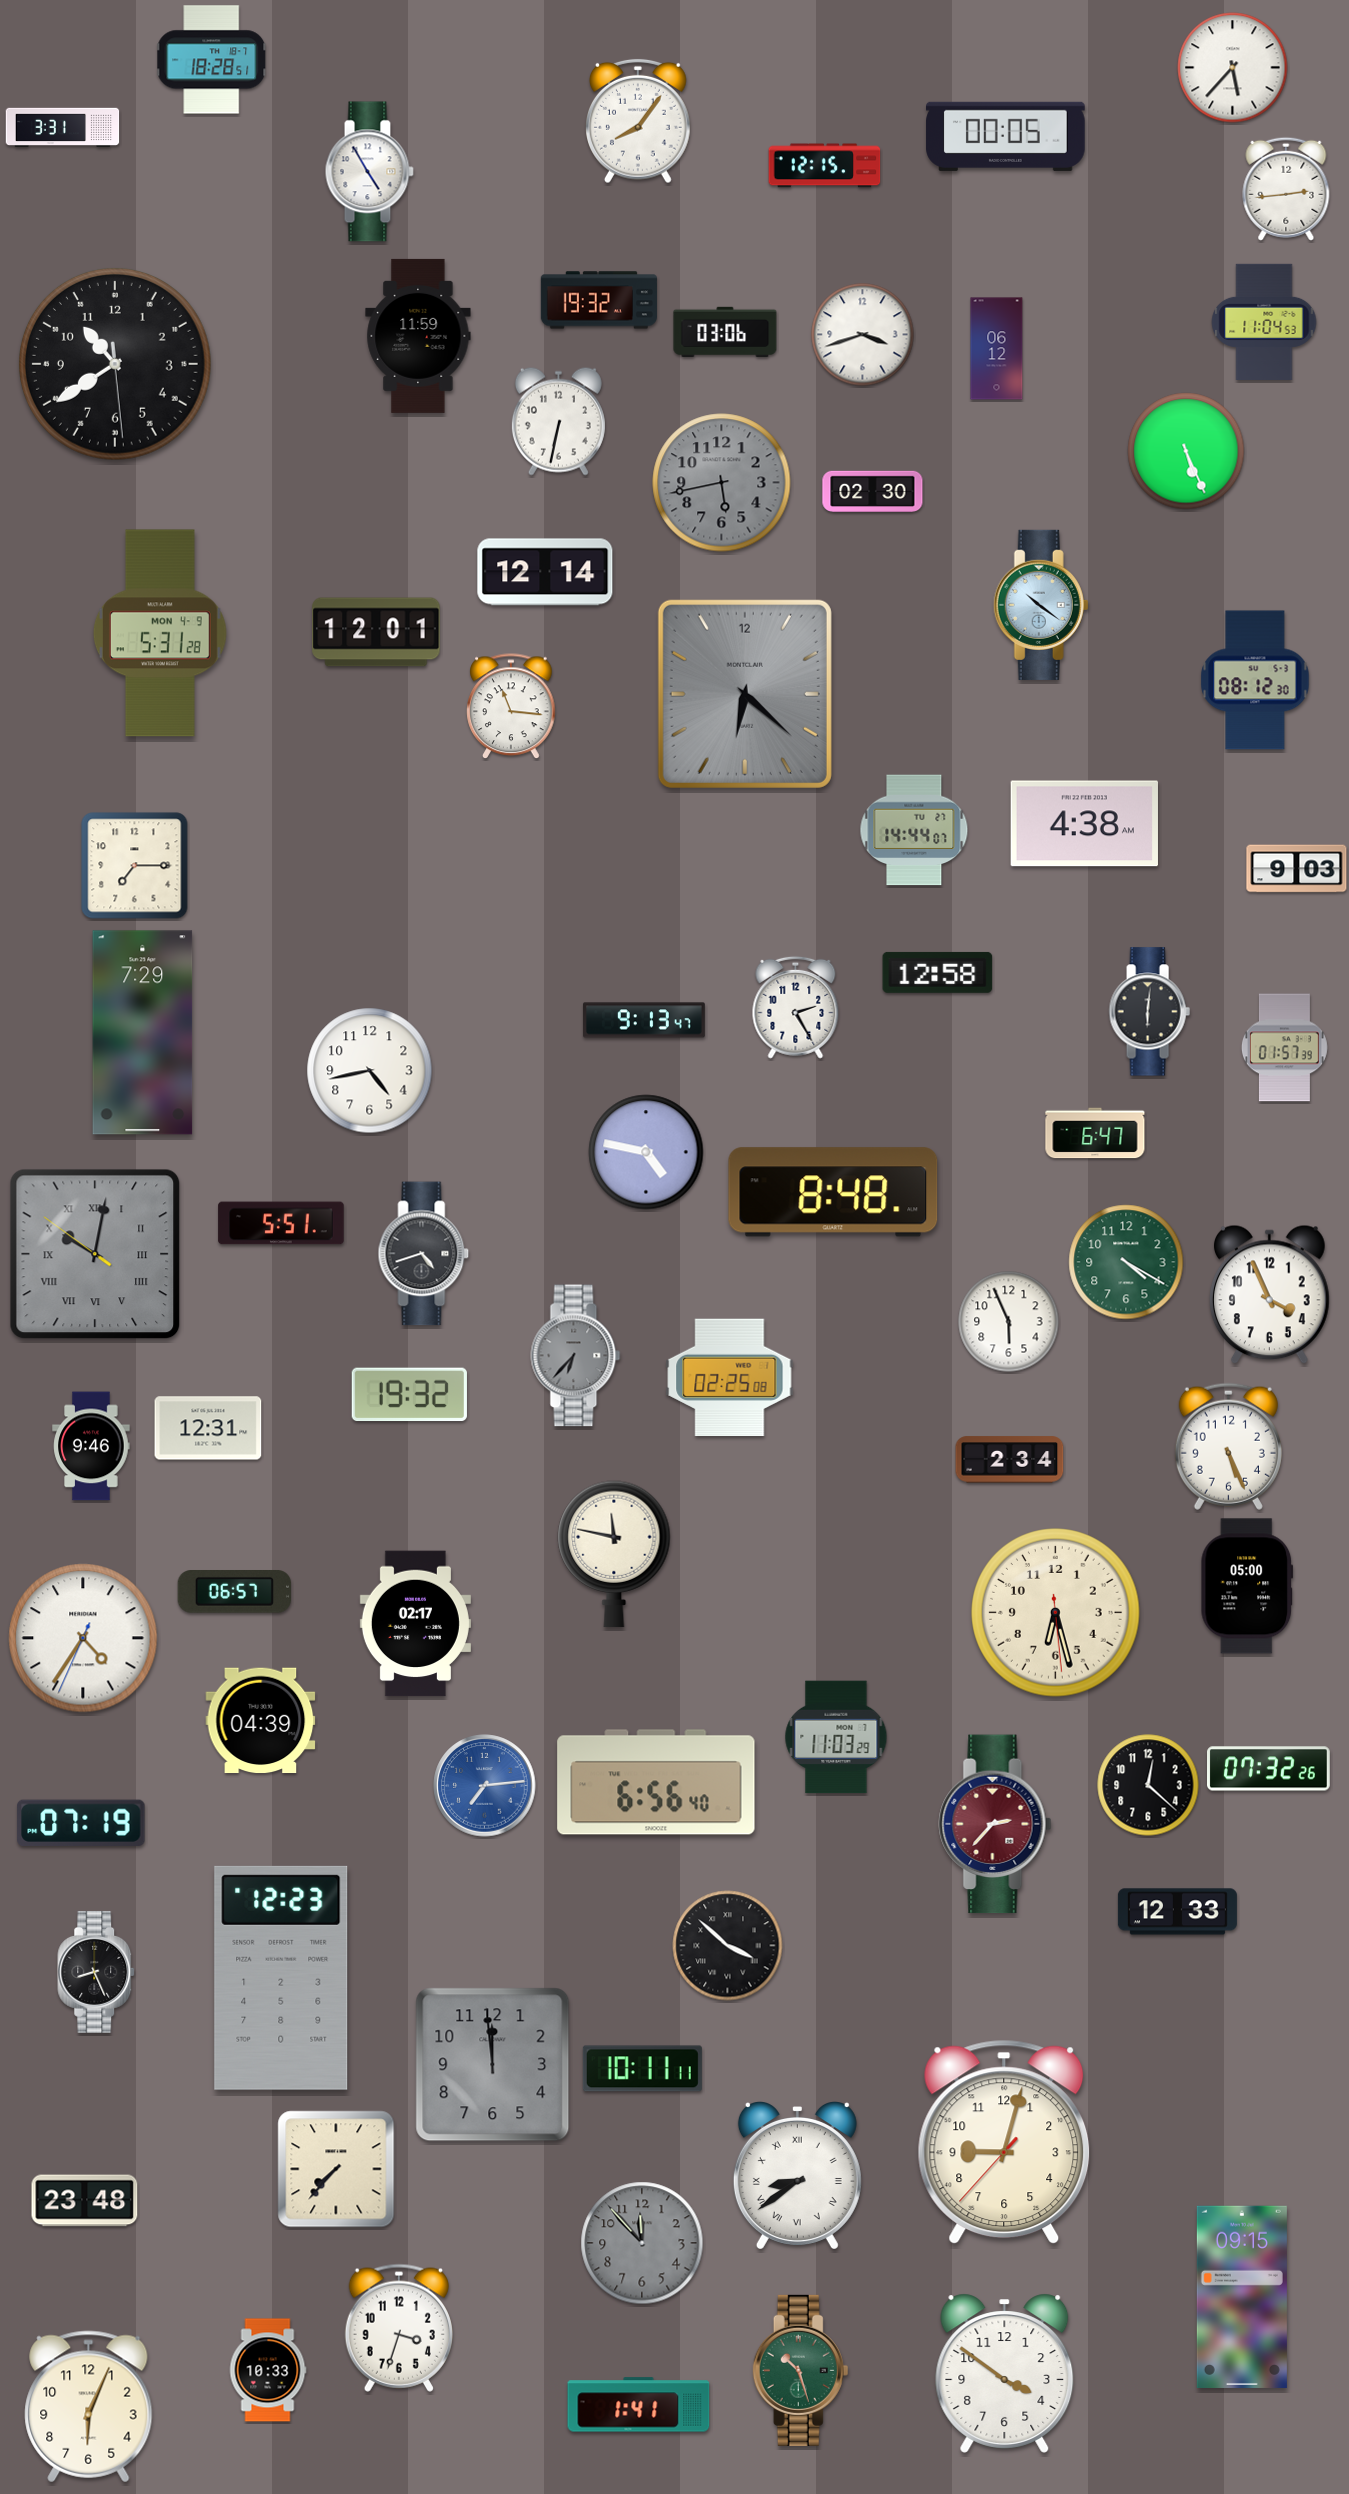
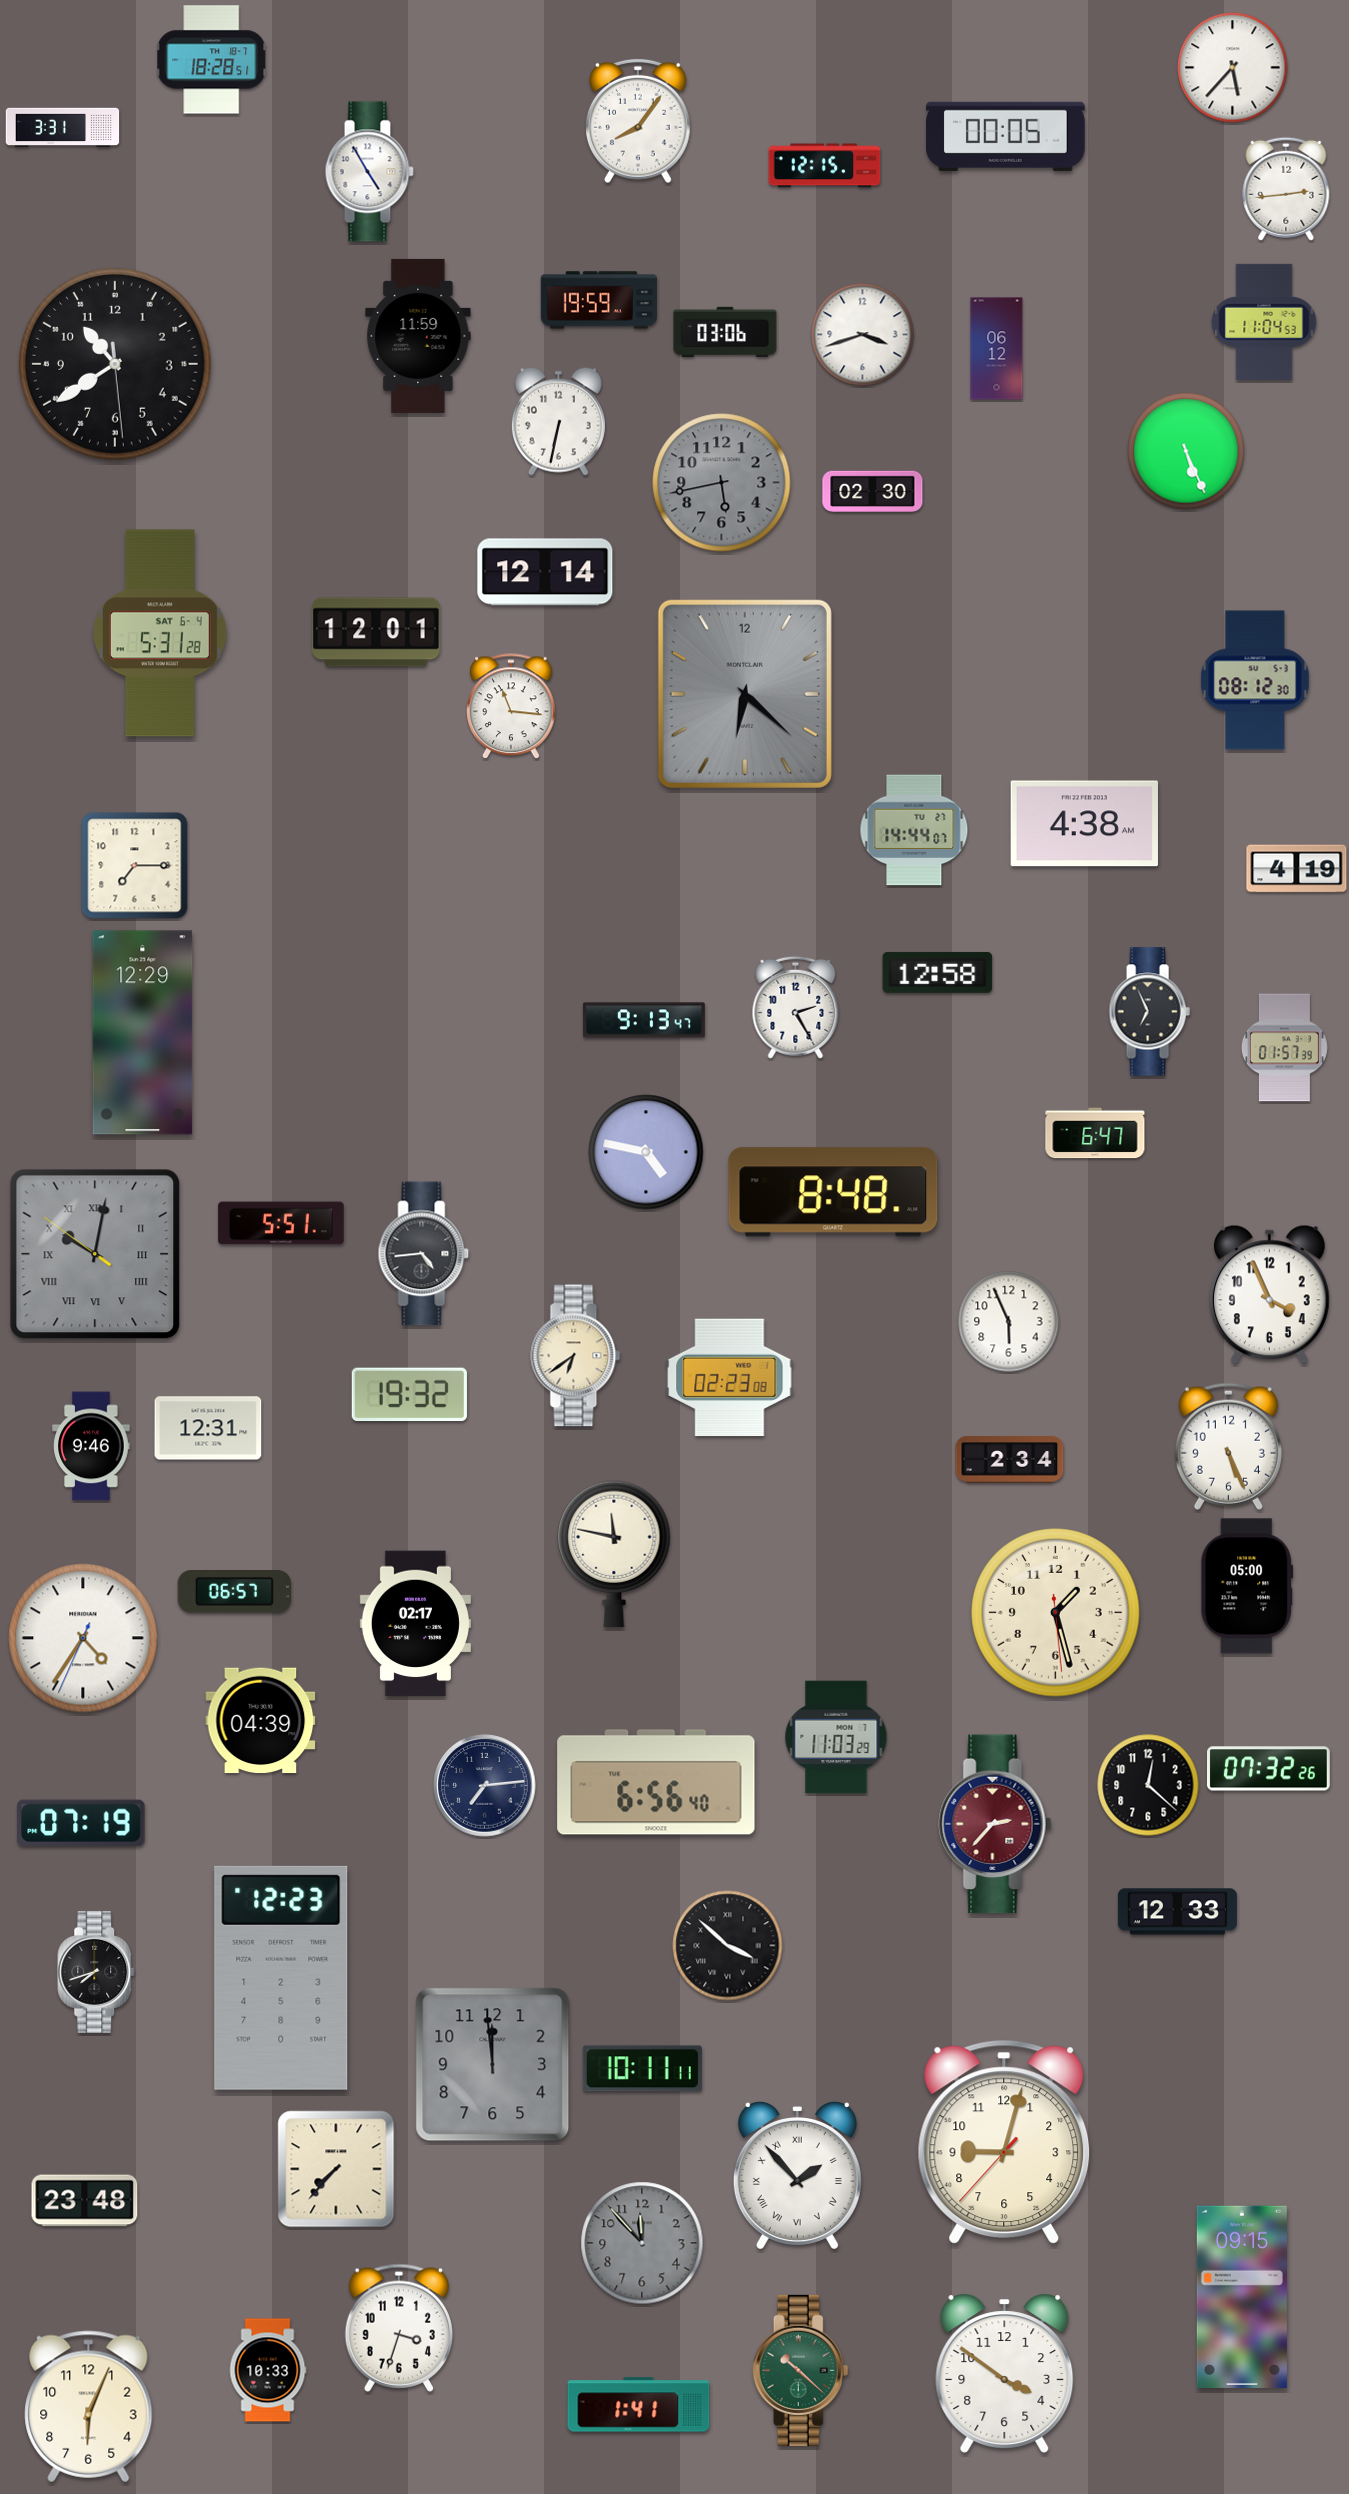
clock at (599, 300): 19:32 -> 19:59
clock at (1041, 605): 10:21 -> none
clock at (160, 633) date: MON 4-9 -> SAT 6-4
clock at (1297, 869): 9:03 -> 4:19
clock at (1149, 1012): 6:01 -> 6:56
clock at (143, 1033): 7:29 -> 12:29
clock at (370, 1071): 4:43 -> none
clock at (424, 1254): 4:42 -> 4:44
clock at (1126, 1262): 4:20 -> none
clock at (576, 1356): 6:37 -> 6:39
clock at (576, 1356) dial: grey -> cream
clock at (730, 1378): 02:25 -> 02:23
clock at (1056, 1613): 6:27 -> 1:27
clock at (485, 1786) dial: blue -> navy
clock at (97, 1972): 8:26 -> 7:42
clock at (797, 2176): 8:39 -> 1:53
clock at (801, 2370): 10:27 -> 10:22
